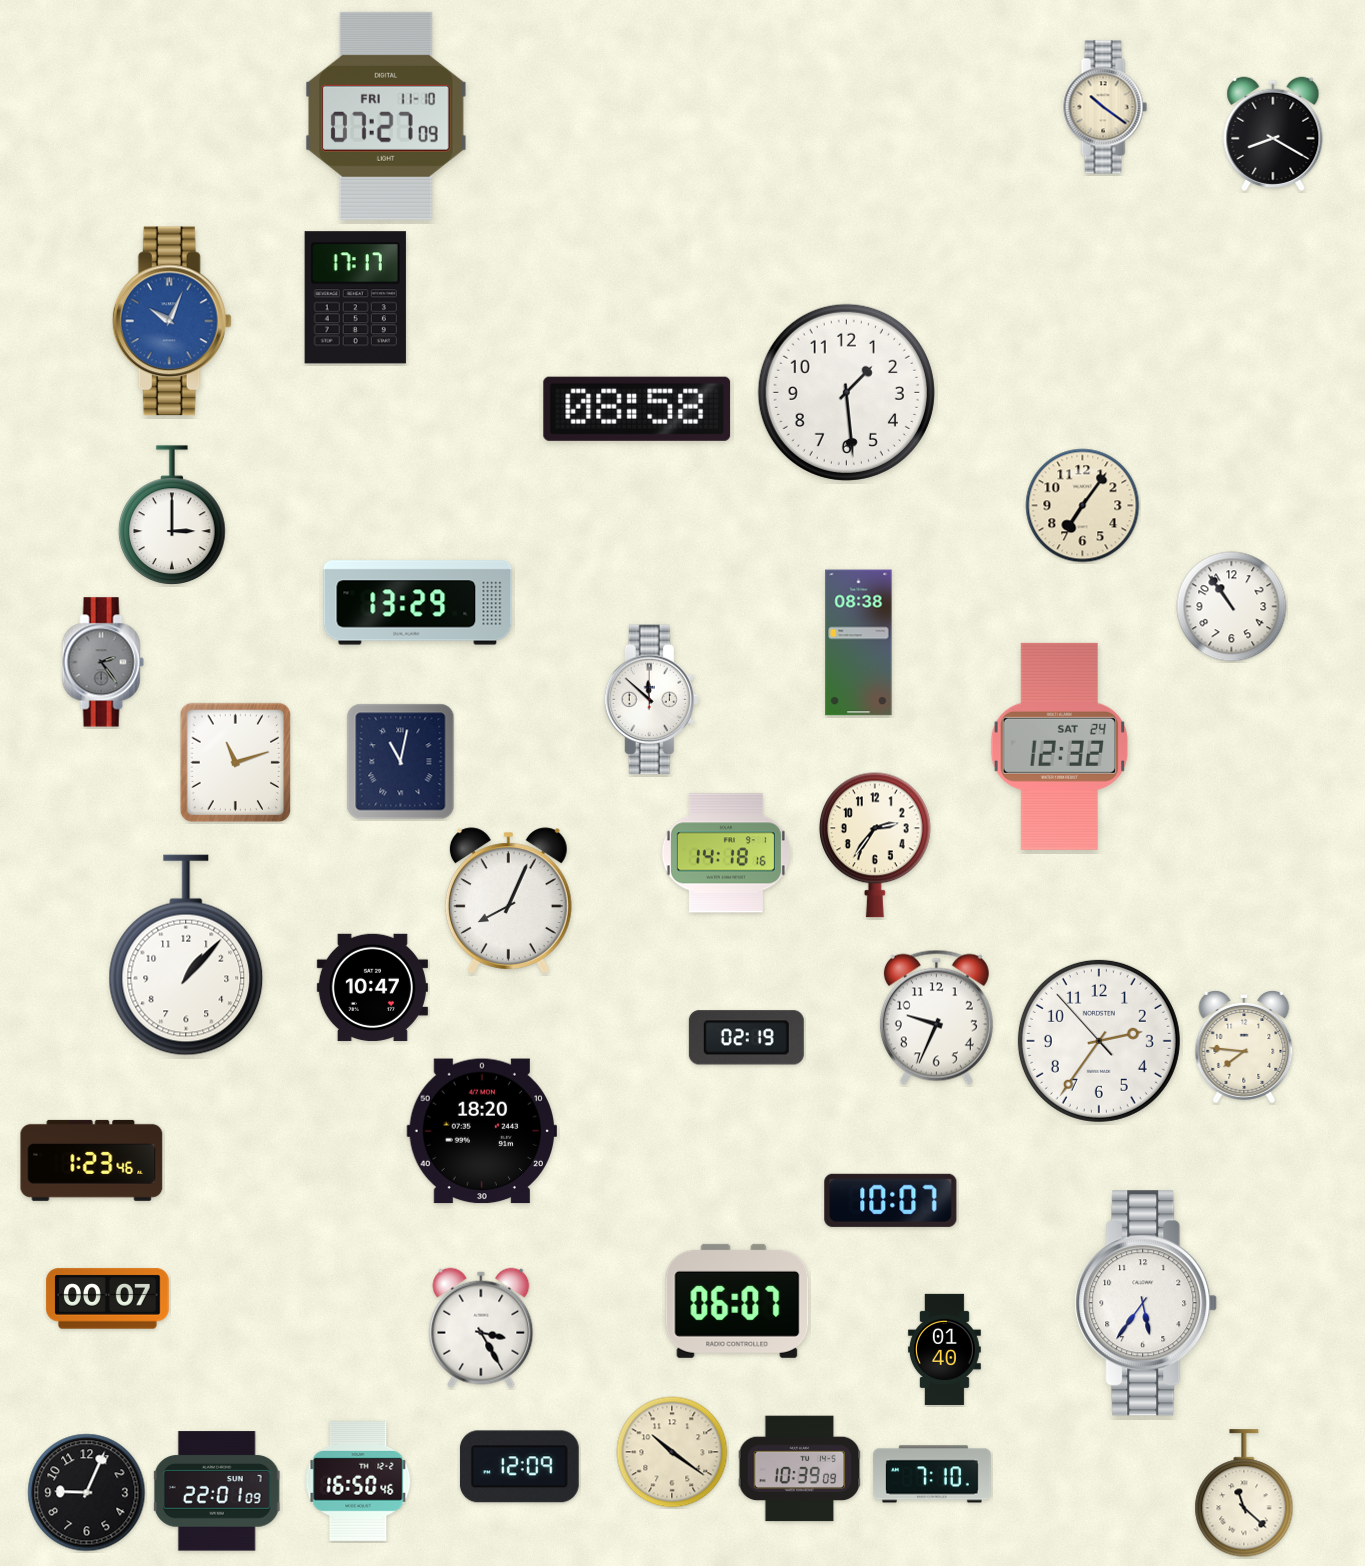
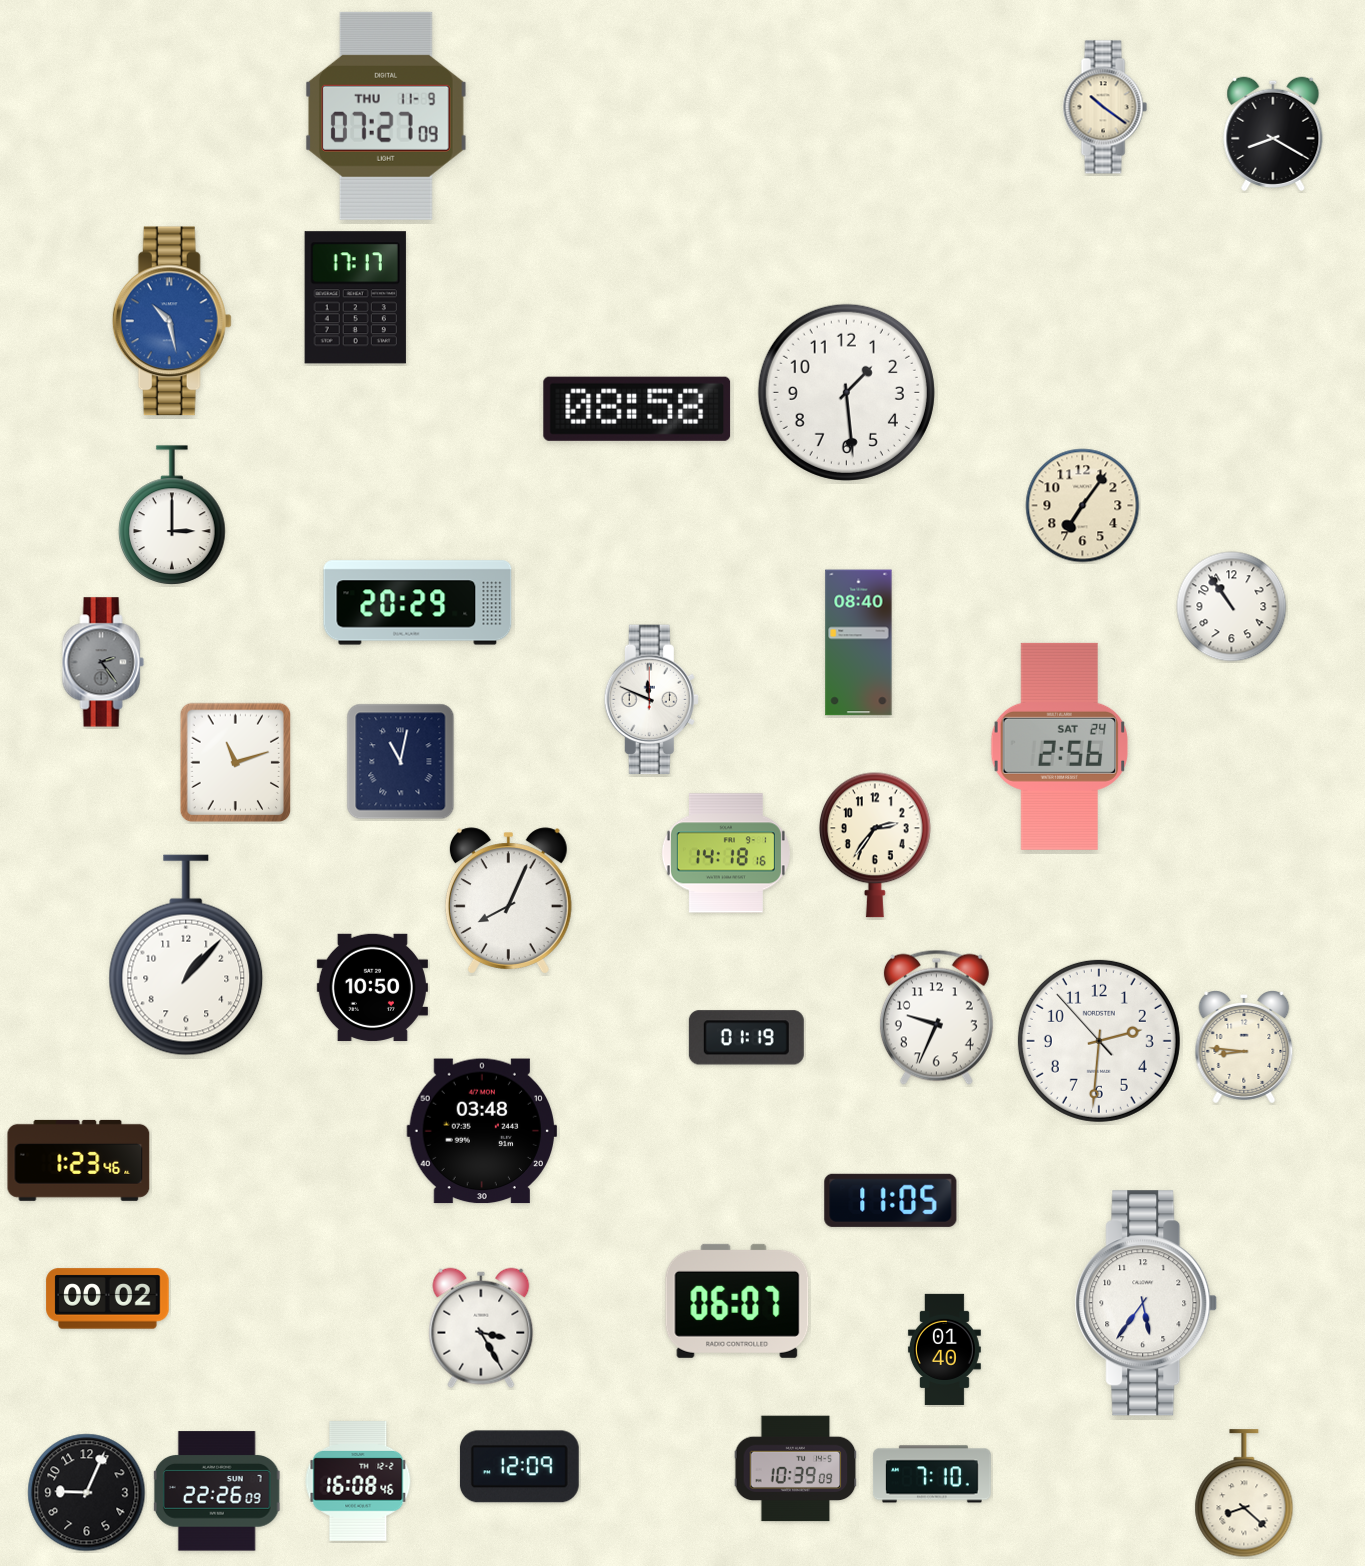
clock at (386, 116) date: FRI 11-10 -> THU 11-9
clock at (172, 321): 10:04 -> 10:28
clock at (418, 603): 13:29 -> 20:29
clock at (859, 643): 08:38 -> 08:40
clock at (651, 700): 11:52 -> 11:49
clock at (1060, 746): 12:32 -> 2:56
clock at (372, 987): 10:47 -> 10:50
clock at (746, 1038): 02:19 -> 01:19
clock at (1099, 1041): 2:35 -> 2:30
clock at (1244, 1048): 7:46 -> 8:46
clock at (481, 1131): 18:20 -> 03:48
clock at (92, 1160) position: (92, 1160) -> (79, 1160)
clock at (891, 1200): 10:07 -> 11:05
clock at (108, 1299): 00:07 -> 00:02
clock at (672, 1452): 10:21 -> none
clock at (800, 1469) position: (800, 1469) -> (796, 1469)
clock at (358, 1482): 16:50 -> 16:08
clock at (217, 1491): 22:01 -> 22:26
clock at (1244, 1494): 11:22 -> 8:22
